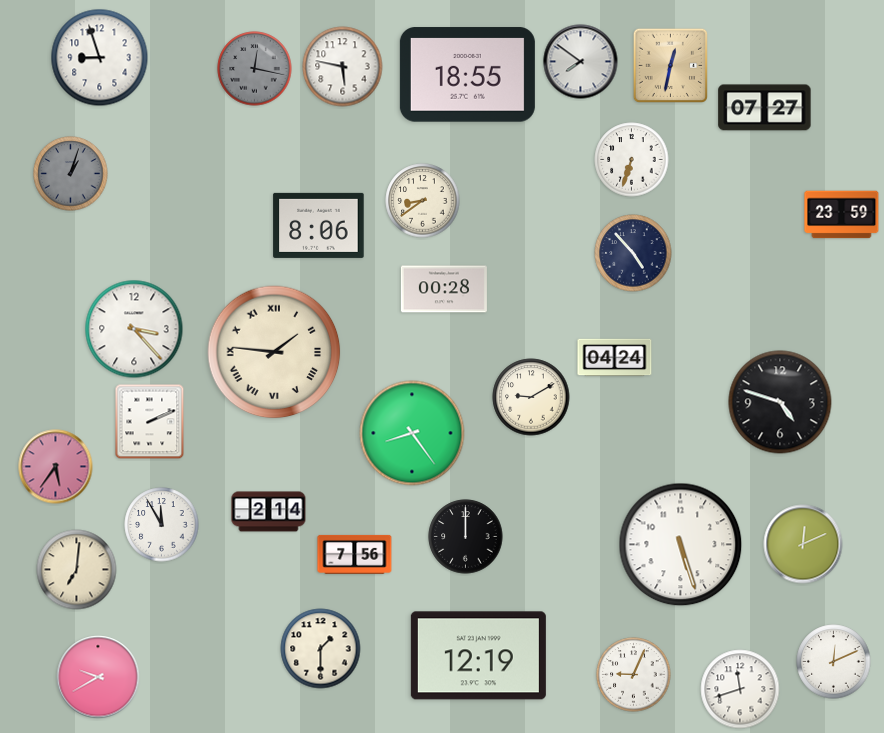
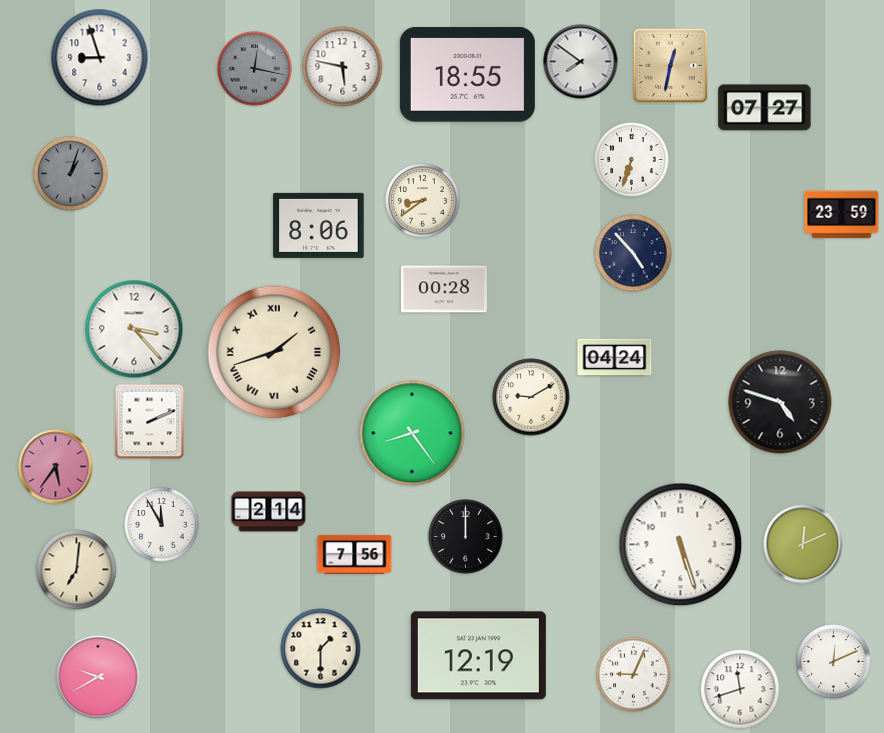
clock at (274, 352): 1:46 -> 1:42
